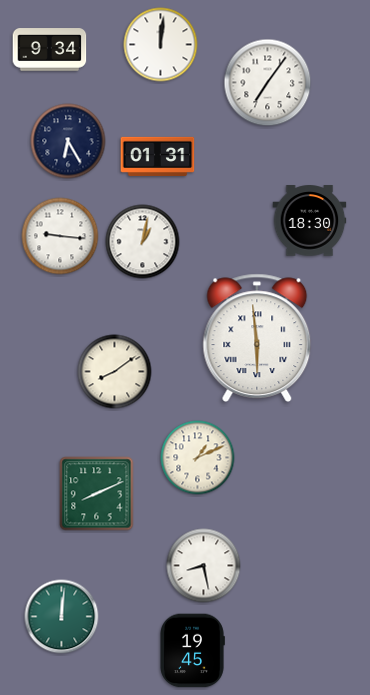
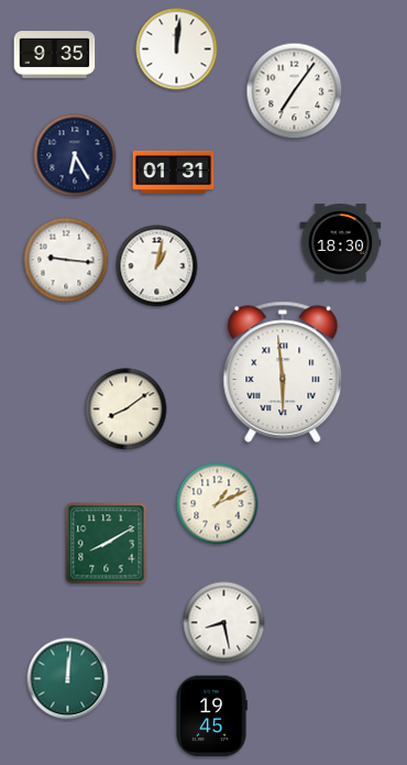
clock at (50, 50): 9:34 -> 9:35
clock at (97, 494): 8:11 -> 8:10
